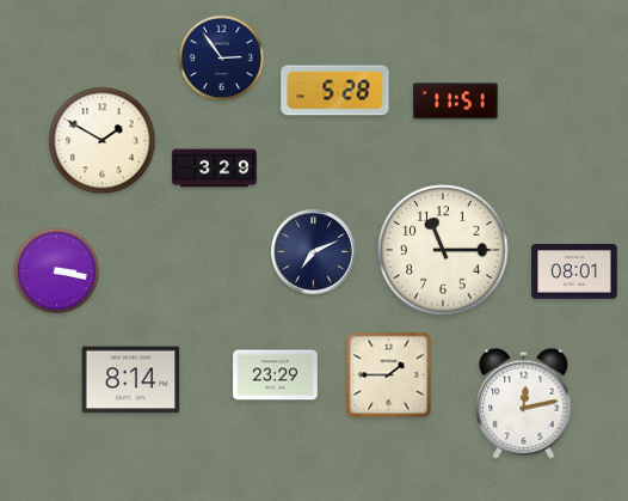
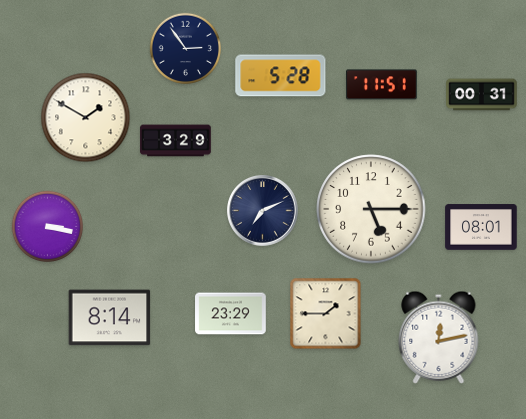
clock at (482, 95): none -> 00:31
clock at (215, 169) position: (215, 169) -> (176, 141)
clock at (443, 250): 11:15 -> 5:15
